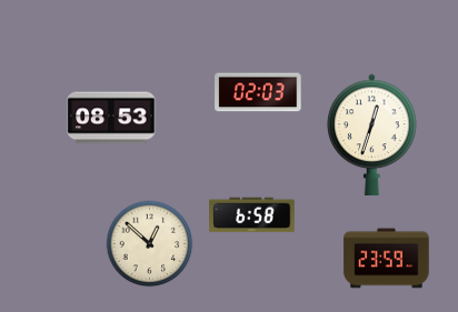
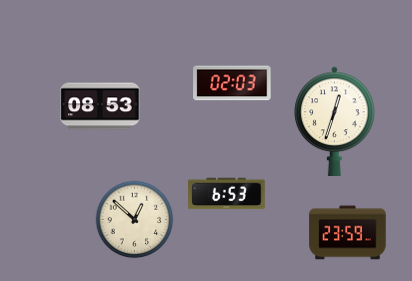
clock at (252, 215): 6:58 -> 6:53
